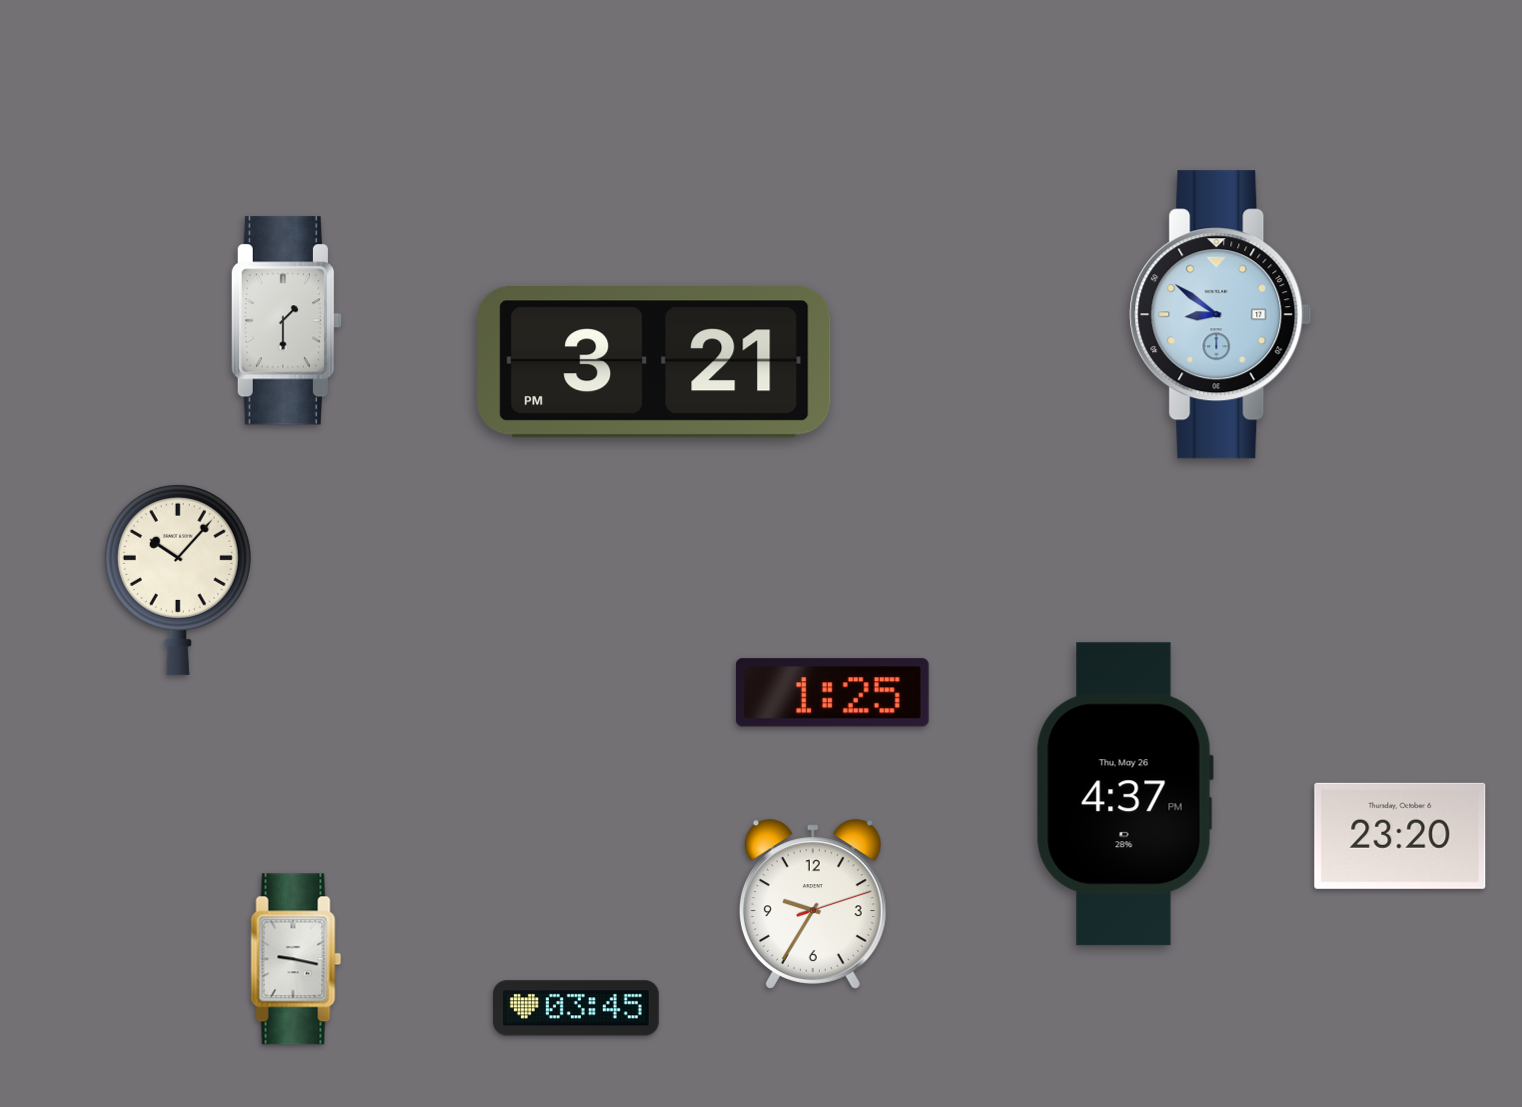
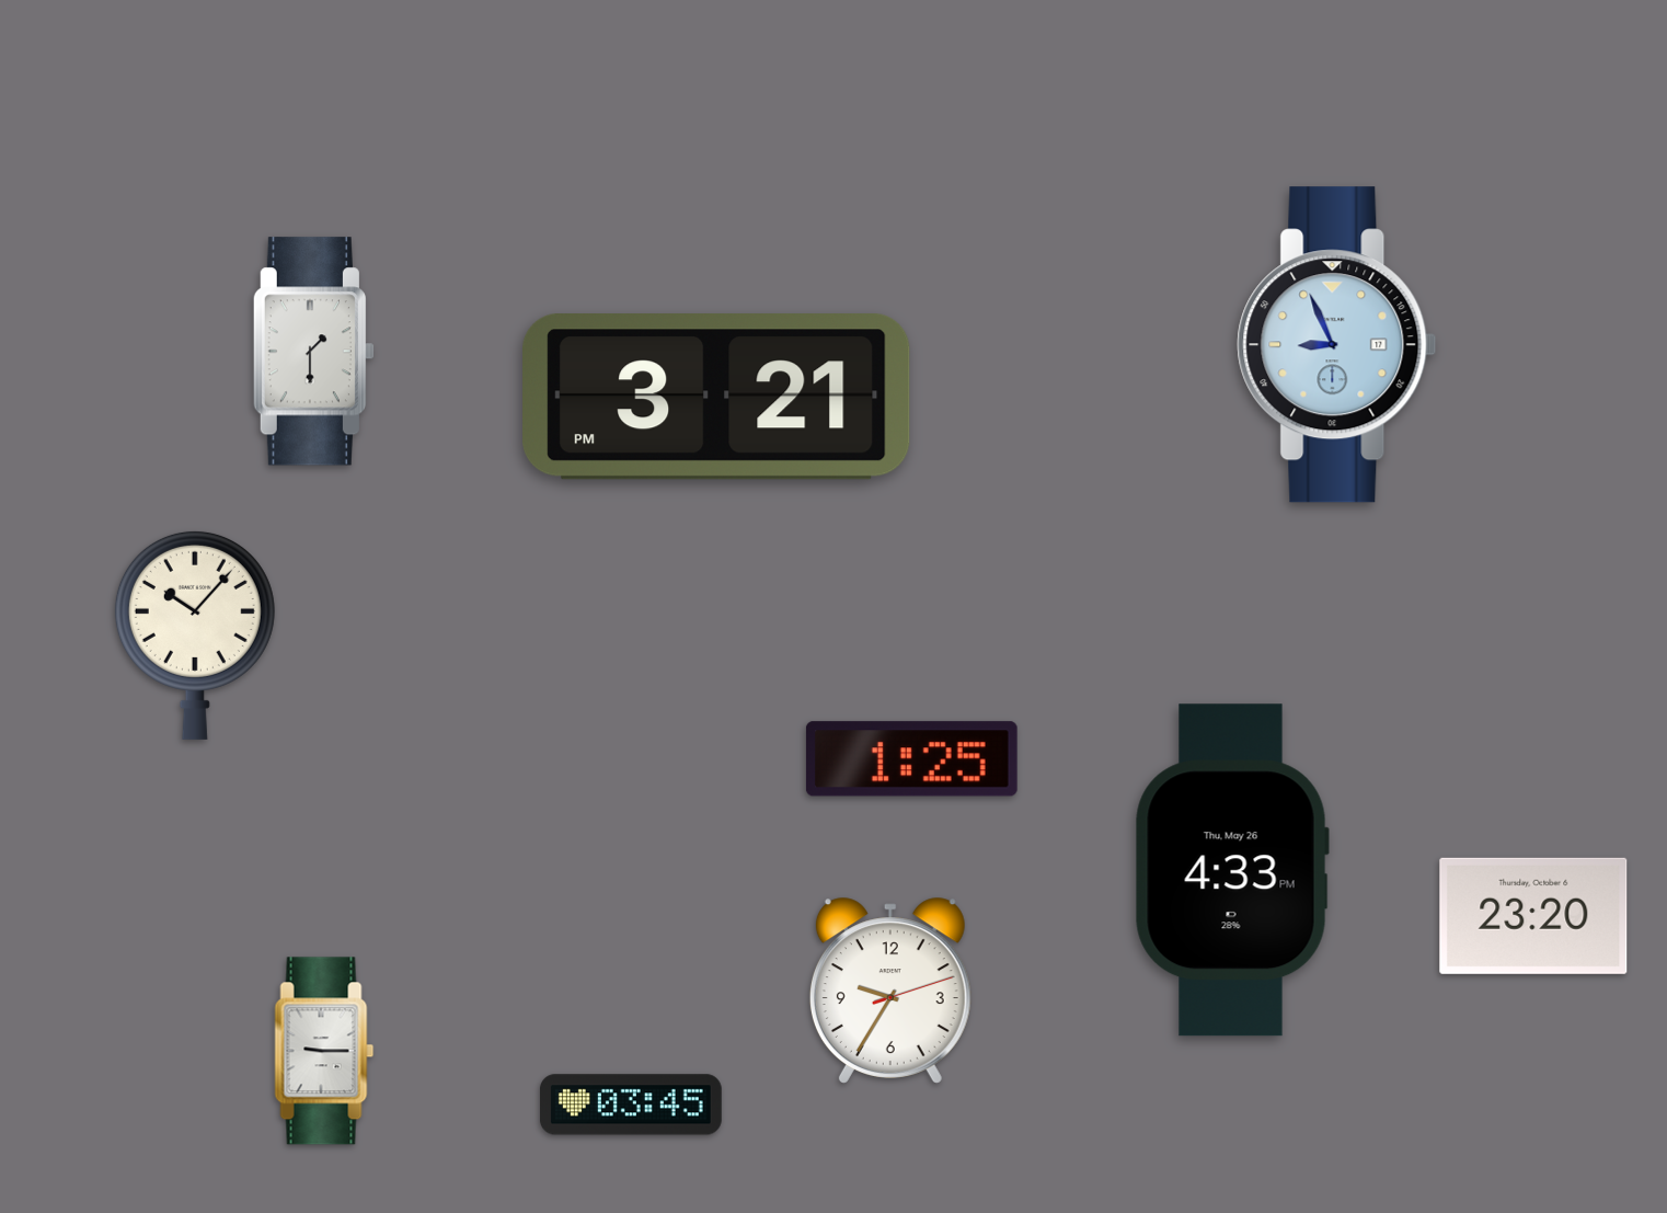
clock at (1221, 315): 8:51 -> 8:56
clock at (1125, 794): 4:37 -> 4:33
clock at (296, 959): 9:17 -> 9:15
